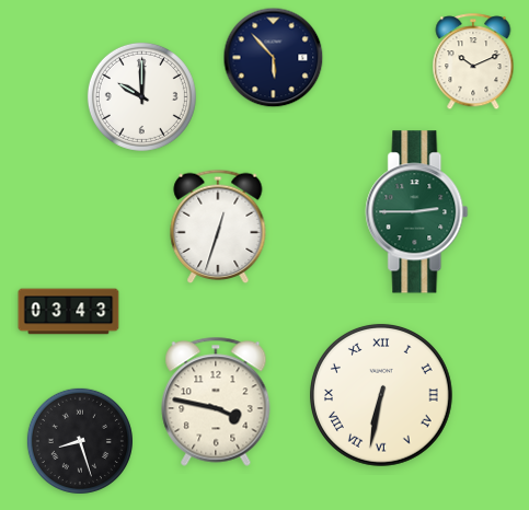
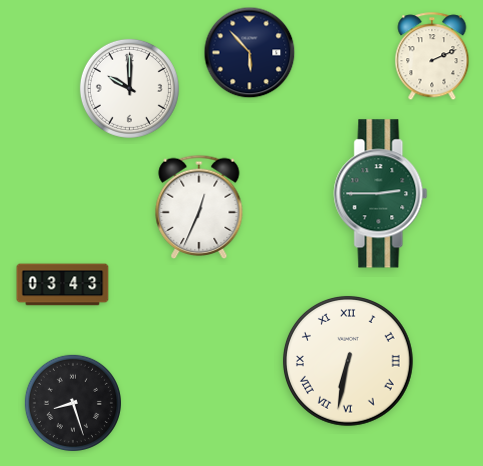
clock at (473, 62): 10:11 -> 2:11
clock at (218, 225): 12:33 -> 12:34
clock at (216, 402): 3:47 -> none
